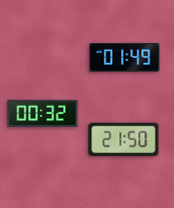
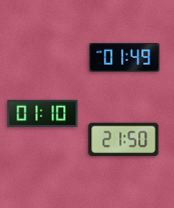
clock at (43, 113): 00:32 -> 01:10
